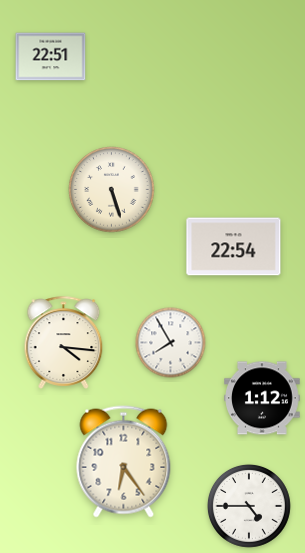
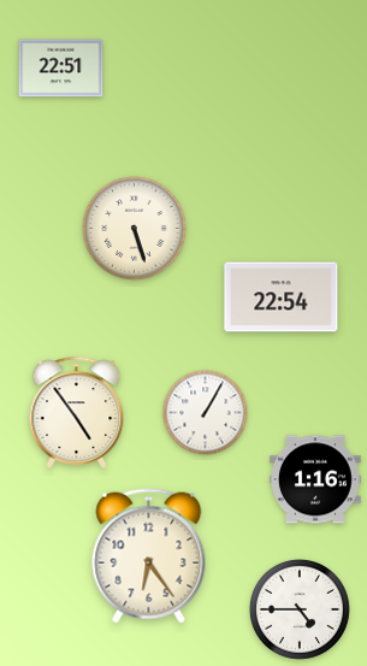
clock at (64, 342): 4:16 -> 4:54
clock at (171, 343): 7:55 -> 1:05
clock at (262, 398): 1:12 -> 1:16
